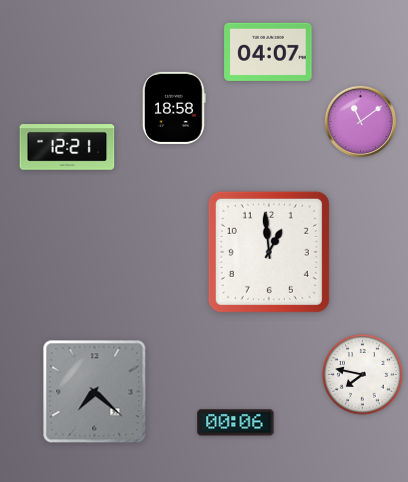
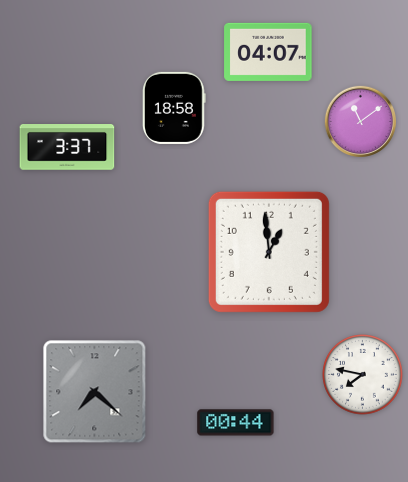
clock at (67, 148): 12:21 -> 3:37
clock at (236, 423): 00:06 -> 00:44
